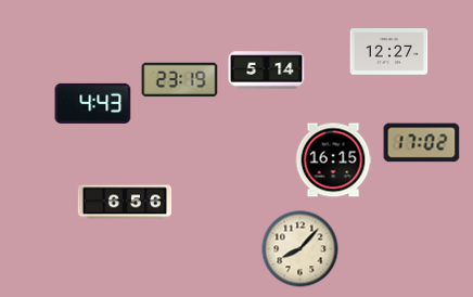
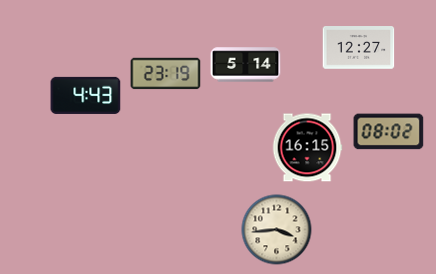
clock at (422, 143): 17:02 -> 08:02
clock at (125, 202): 6:56 -> none
clock at (301, 249): 8:07 -> 3:44
